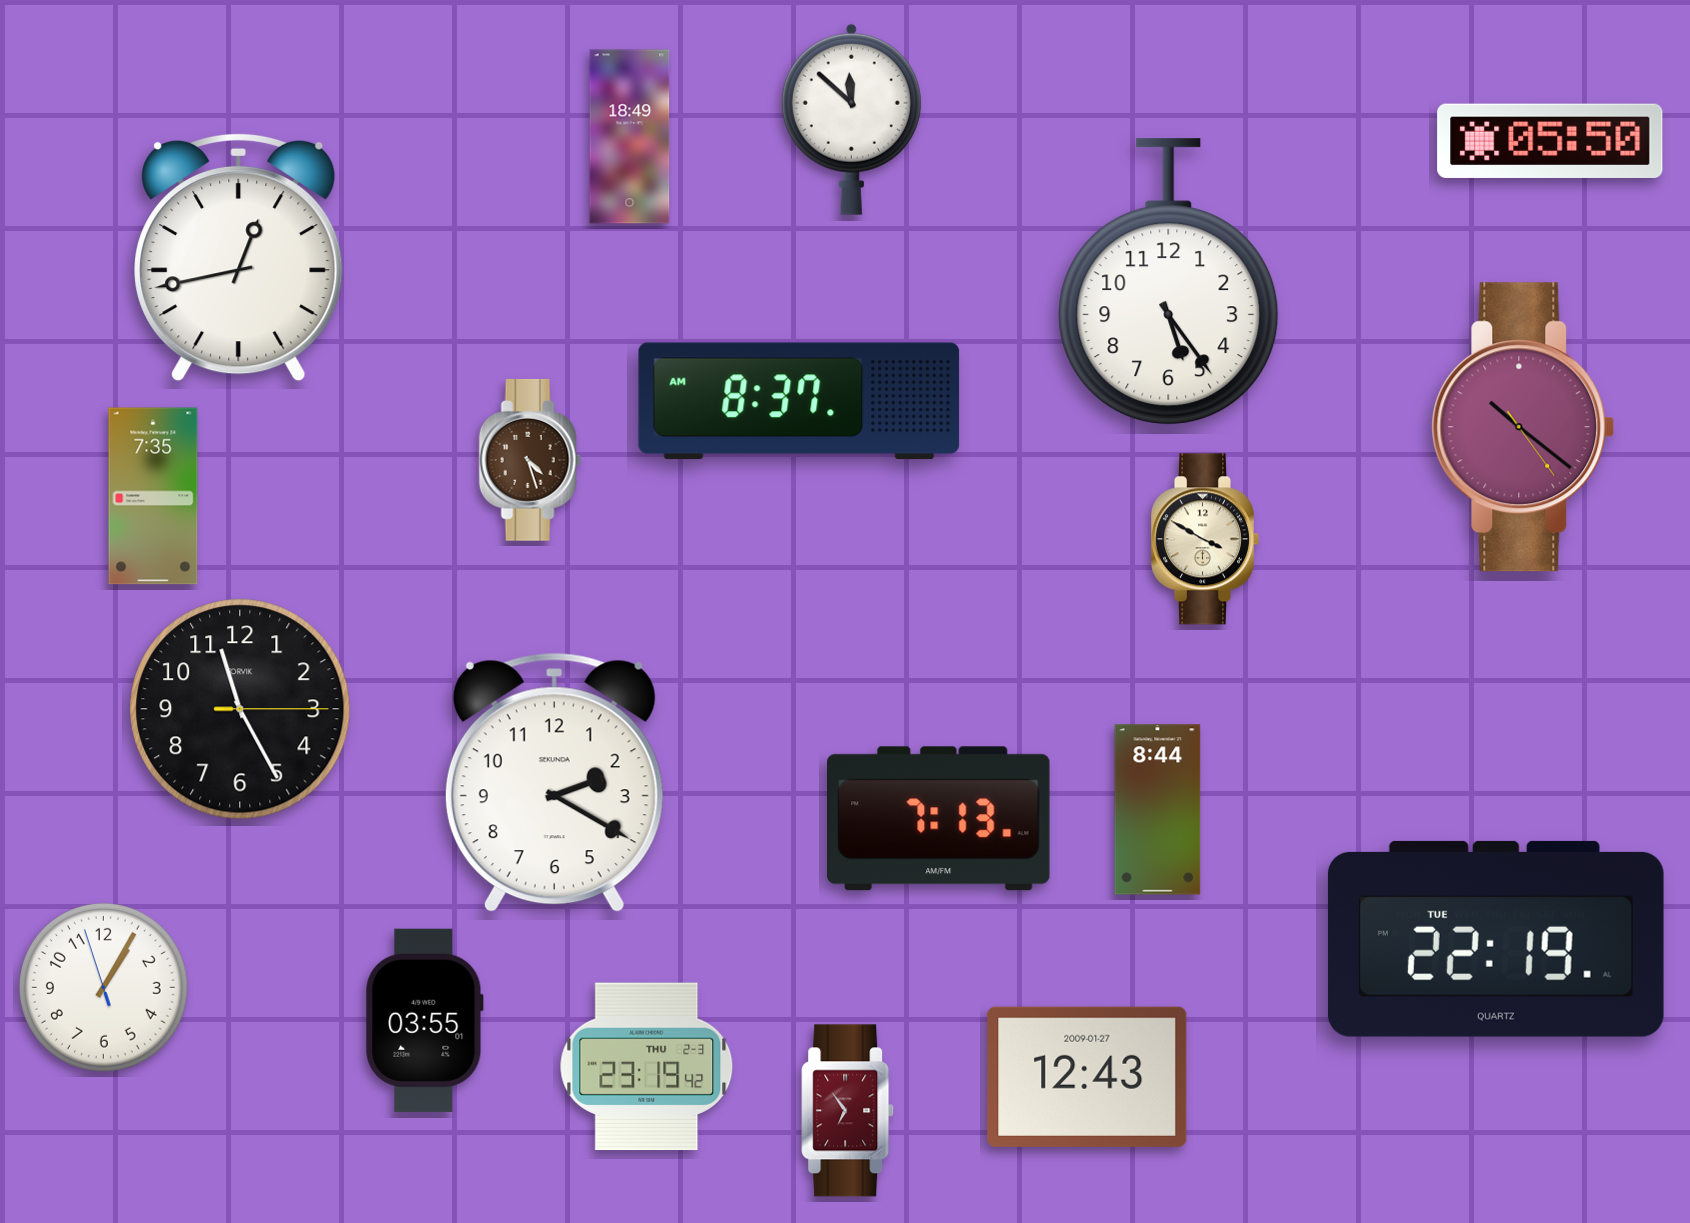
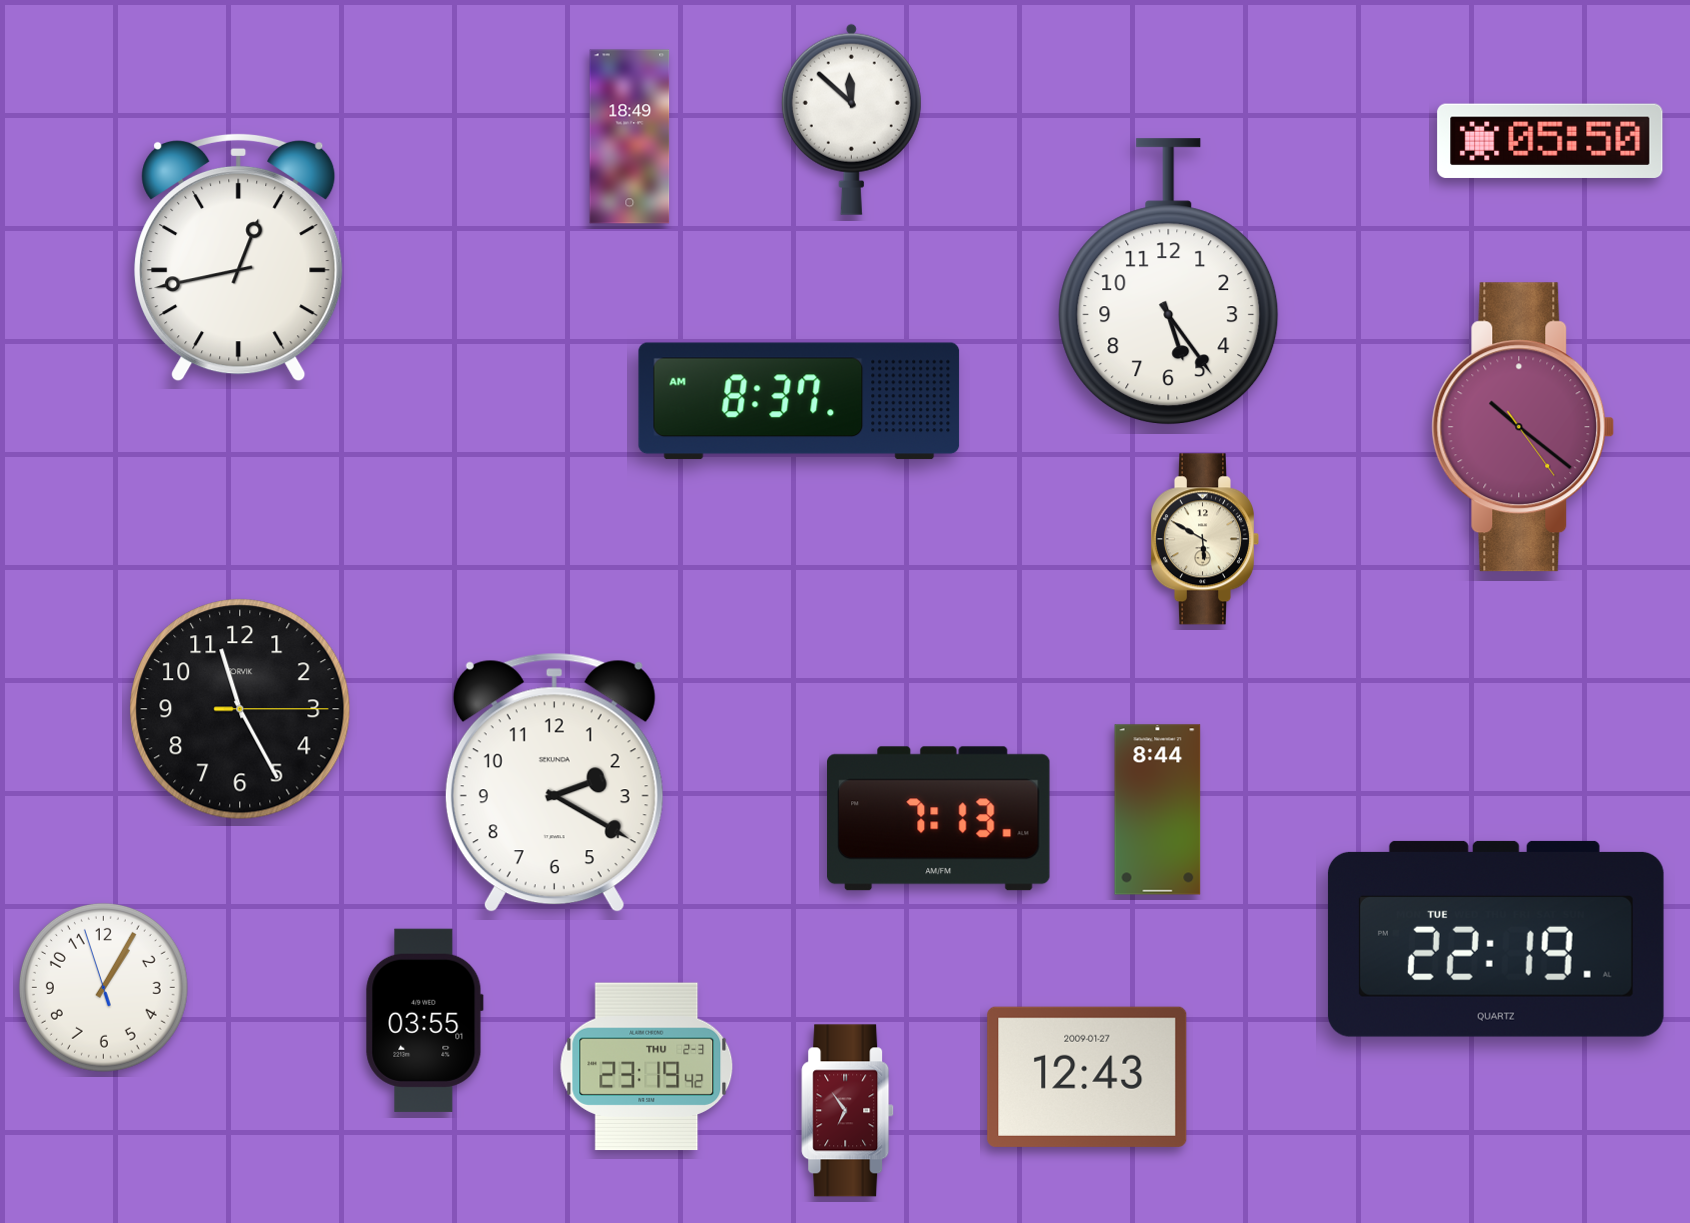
clock at (530, 460): 4:27 -> none
clock at (153, 496): 7:35 -> none
clock at (1205, 539): 3:50 -> 5:50
